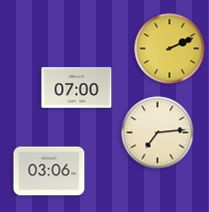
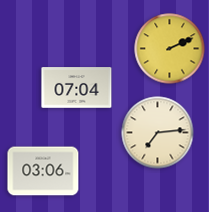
clock at (77, 88): 07:00 -> 07:04
clock at (49, 171) position: (49, 171) -> (43, 171)
